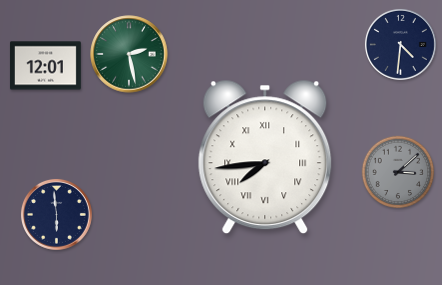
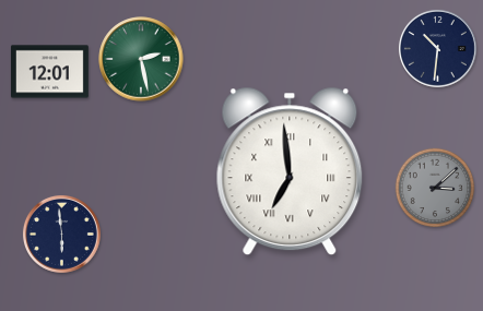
clock at (400, 44): 4:31 -> 10:31
clock at (265, 157): 7:44 -> 6:59
